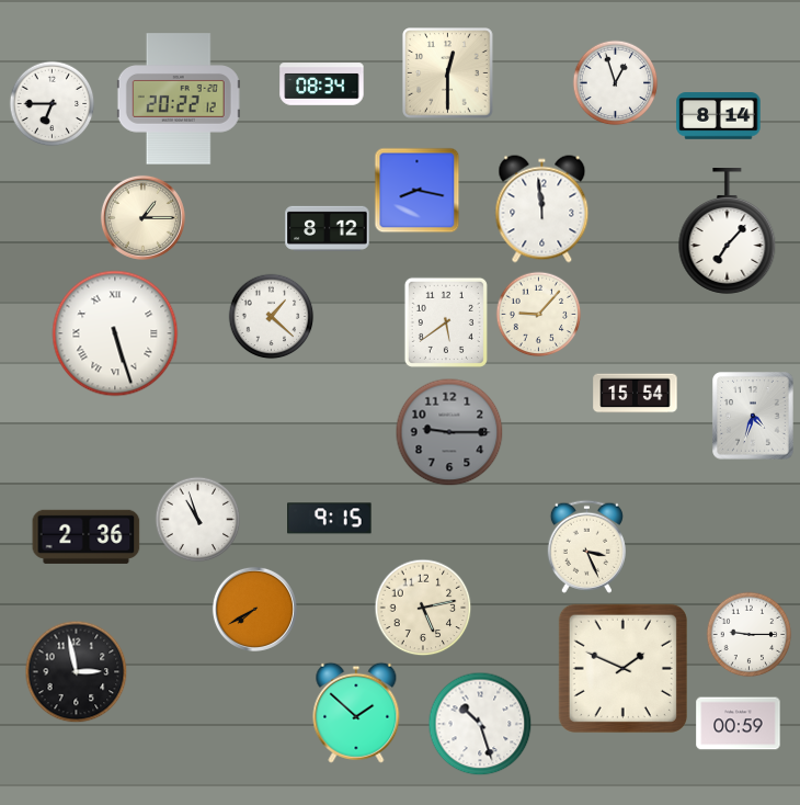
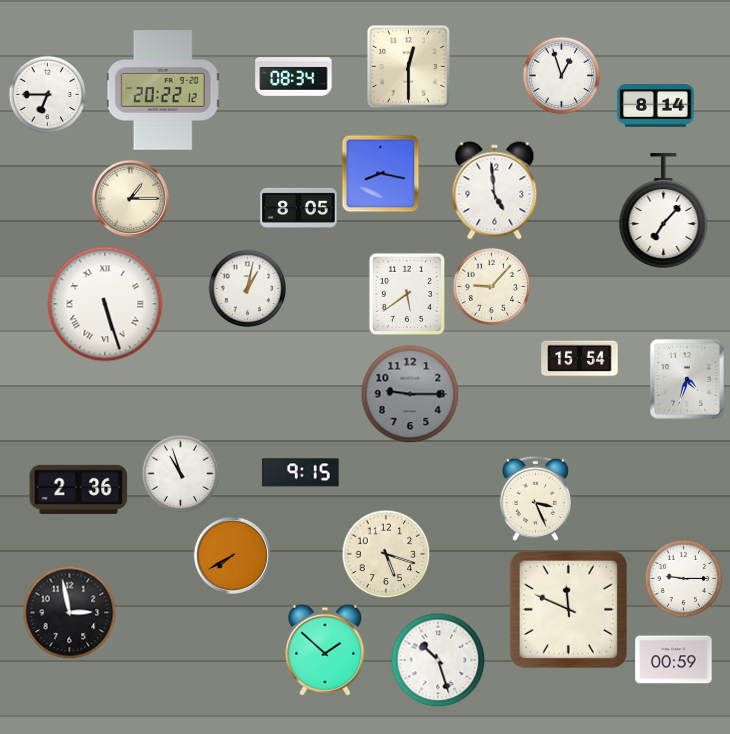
clock at (542, 209): 11:59 -> 4:59
clock at (328, 228): 8:12 -> 8:05
clock at (271, 316): 1:22 -> 1:02
clock at (423, 608): 5:13 -> 5:18
clock at (622, 668): 1:49 -> 11:49
